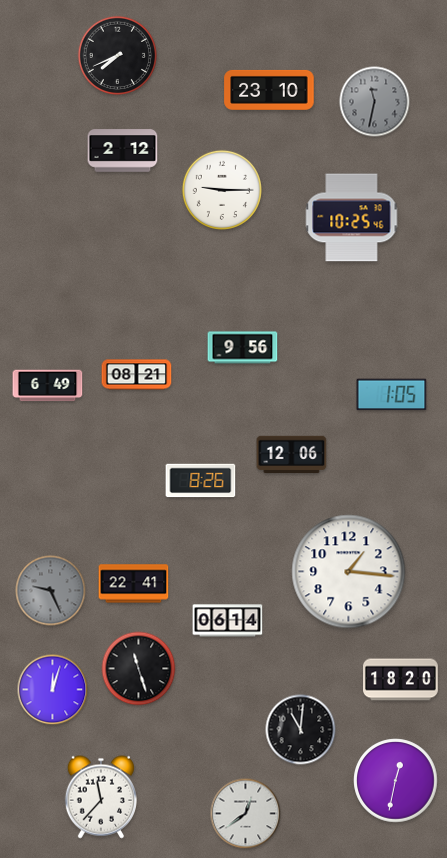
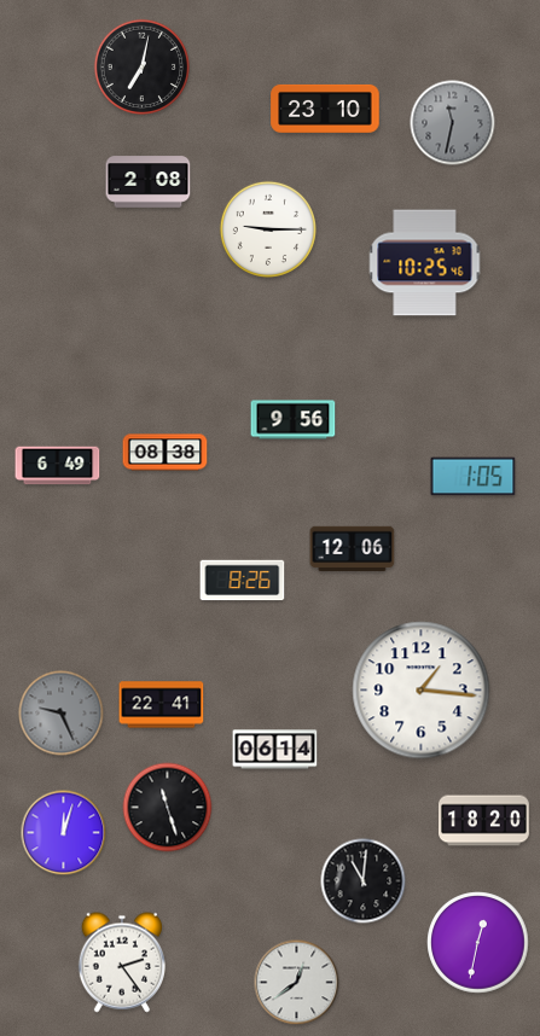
clock at (118, 56): 7:41 -> 7:02
clock at (123, 151): 2:12 -> 2:08
clock at (137, 375): 08:21 -> 08:38
clock at (101, 797): 11:37 -> 2:24
